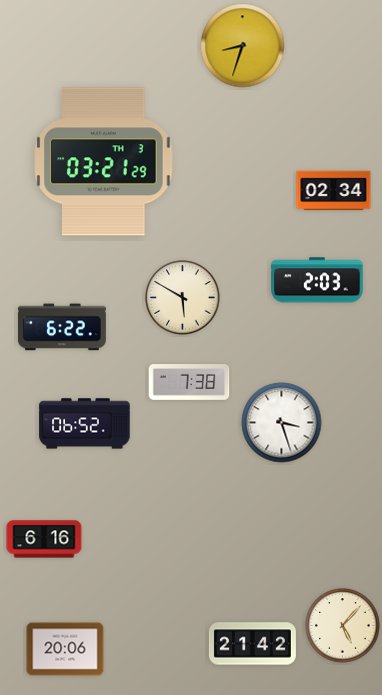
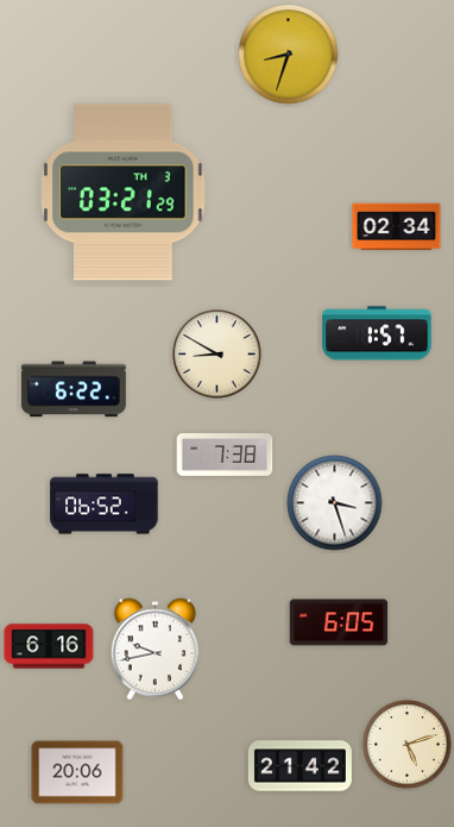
clock at (317, 280): 2:03 -> 1:57
clock at (183, 298): 5:50 -> 8:50
clock at (85, 424) position: (85, 424) -> (105, 505)
clock at (339, 622): none -> 6:05
clock at (44, 539) position: (44, 539) -> (49, 646)
clock at (156, 650): none -> 9:43
clock at (343, 626): 5:07 -> 5:12
